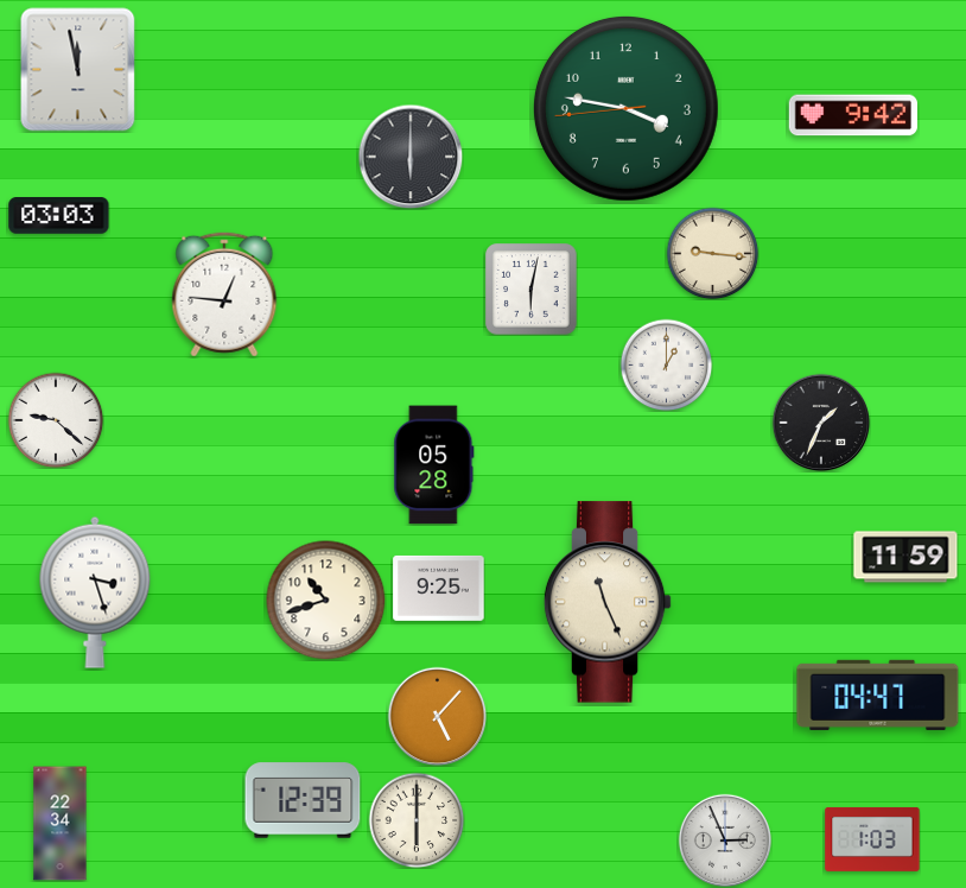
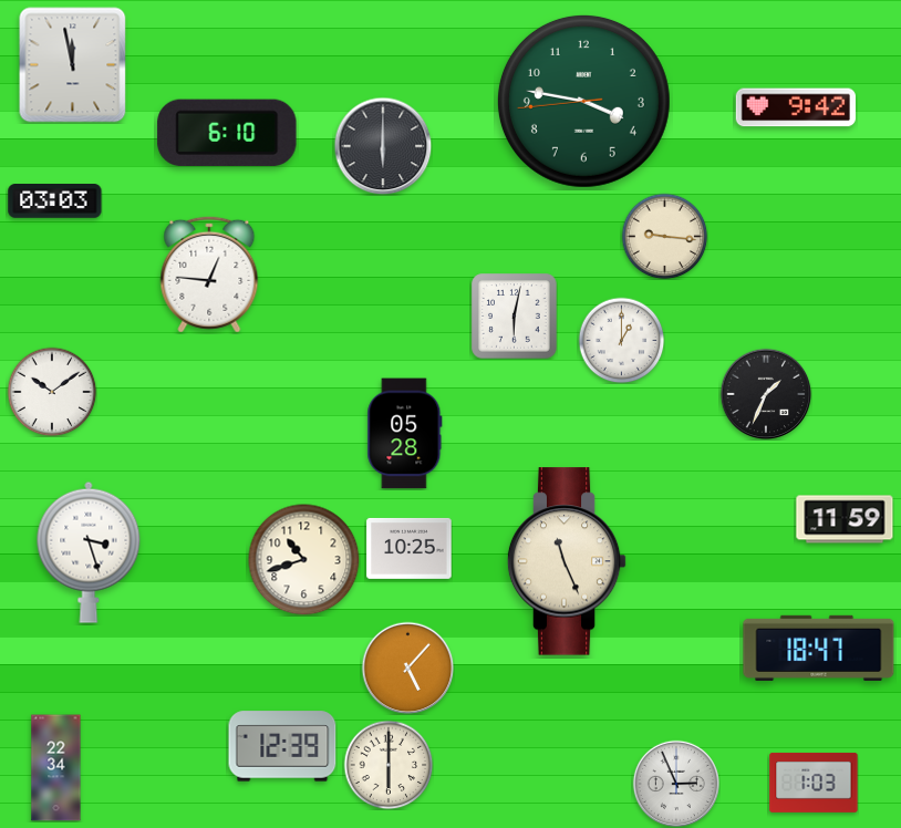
clock at (227, 133): none -> 6:10
clock at (532, 290) position: (532, 290) -> (515, 317)
clock at (56, 420): 9:22 -> 10:09
clock at (439, 588): 9:25 -> 10:25
clock at (878, 694): 04:47 -> 18:47
